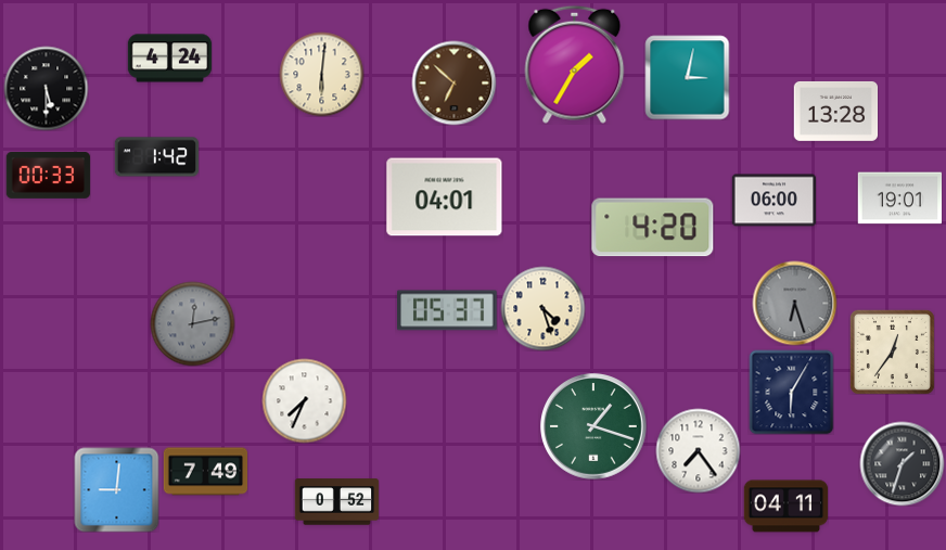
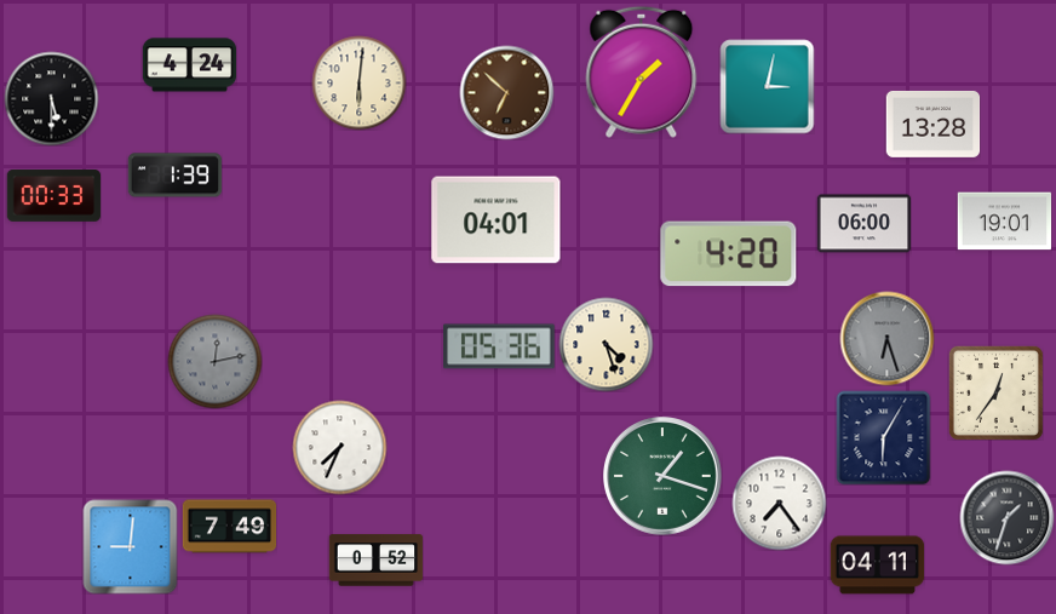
clock at (156, 157): 1:42 -> 1:39
clock at (447, 310): 05:37 -> 05:36
